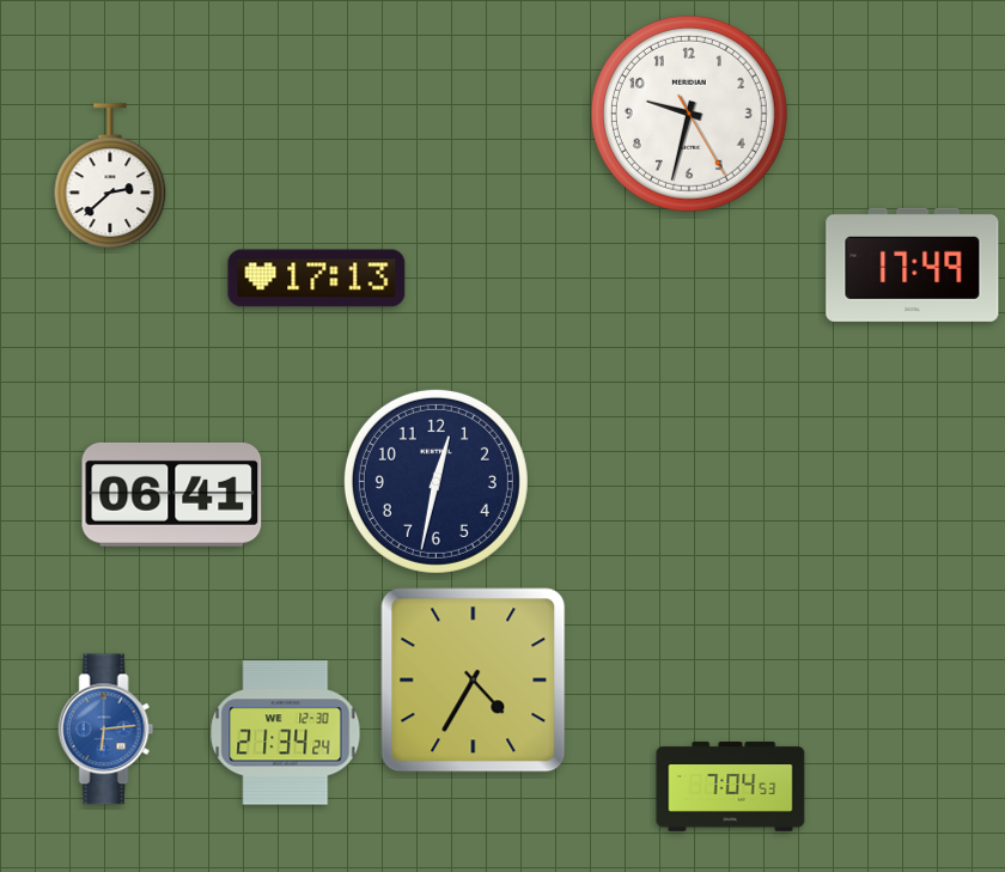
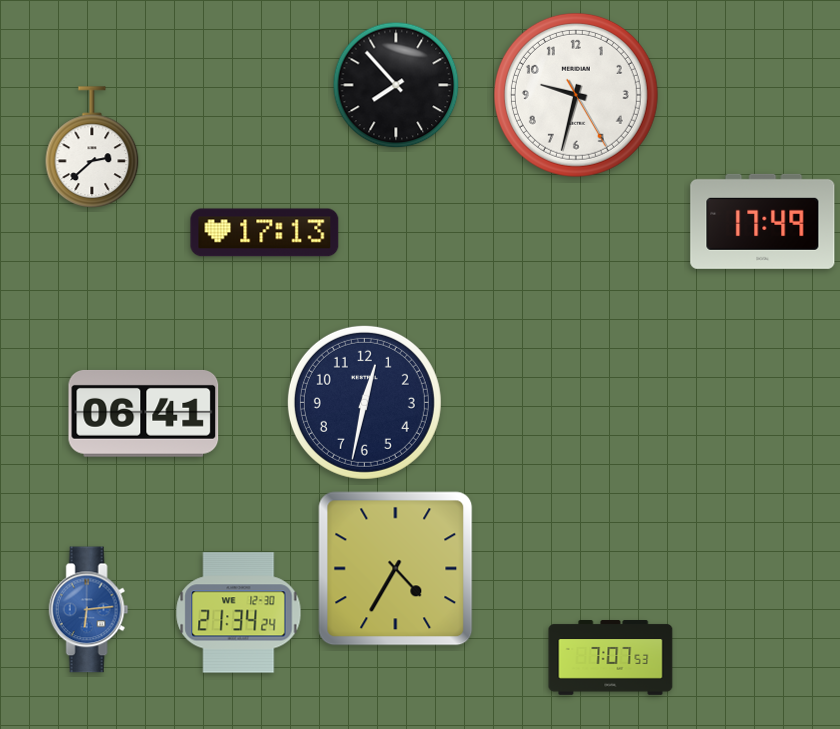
clock at (396, 85): none -> 7:53
clock at (731, 787): 7:04 -> 7:07
